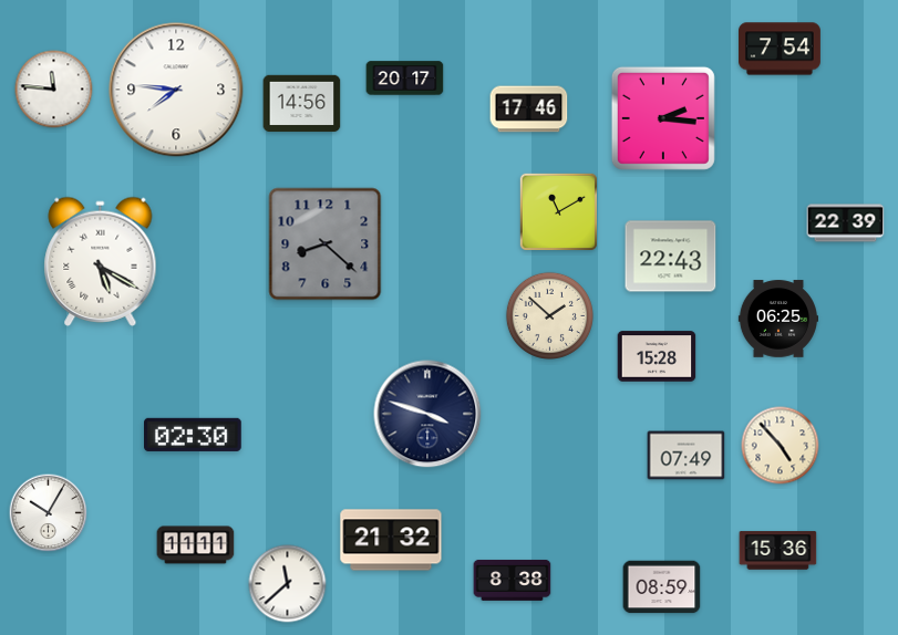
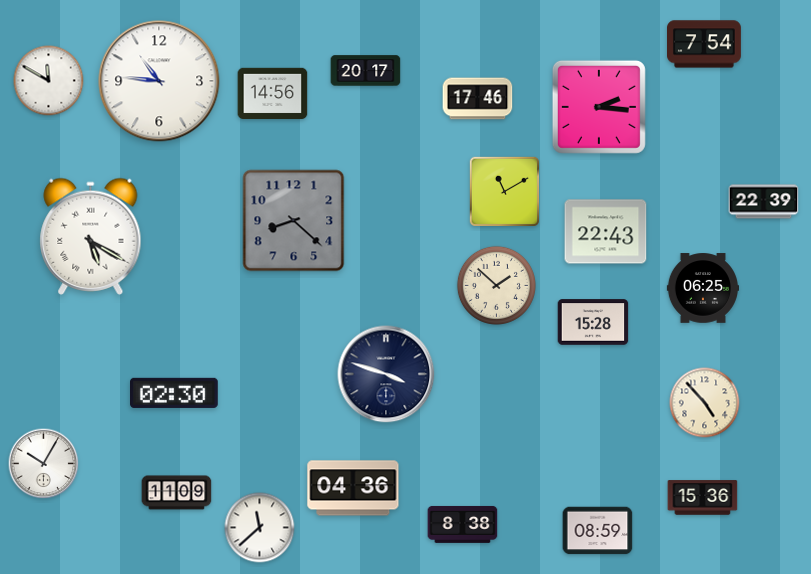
clock at (54, 90): 11:46 -> 11:50
clock at (176, 90): 7:46 -> 10:46
clock at (687, 456): 07:49 -> none
clock at (391, 540): 21:32 -> 04:36
clock at (196, 545): 11:11 -> 11:09
